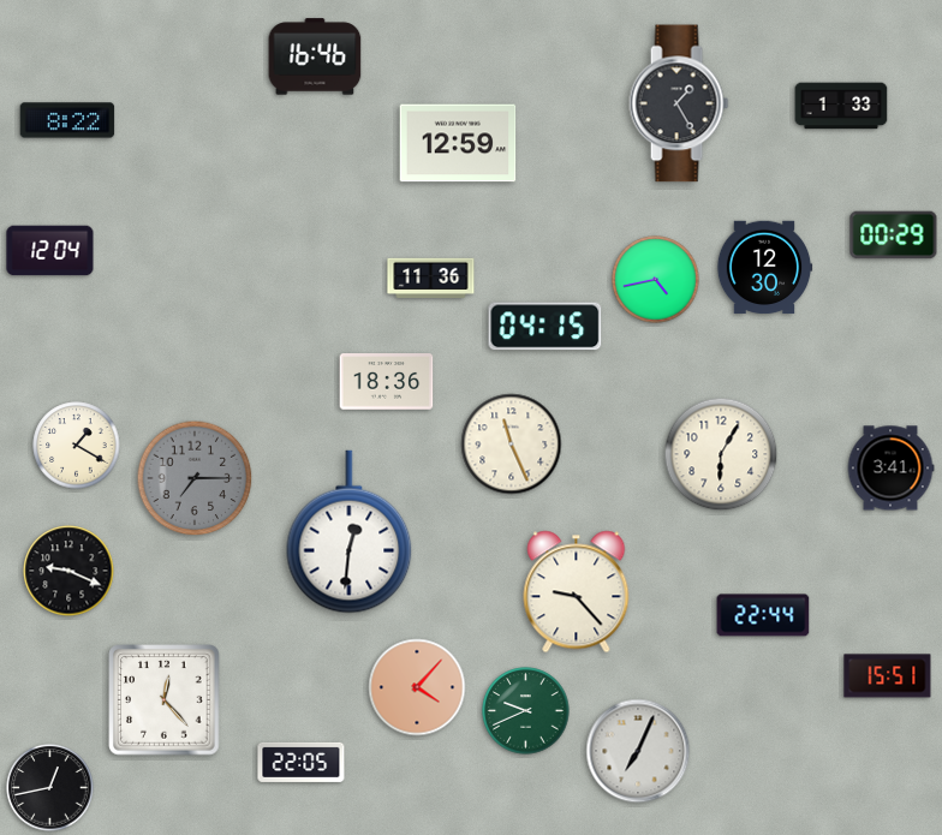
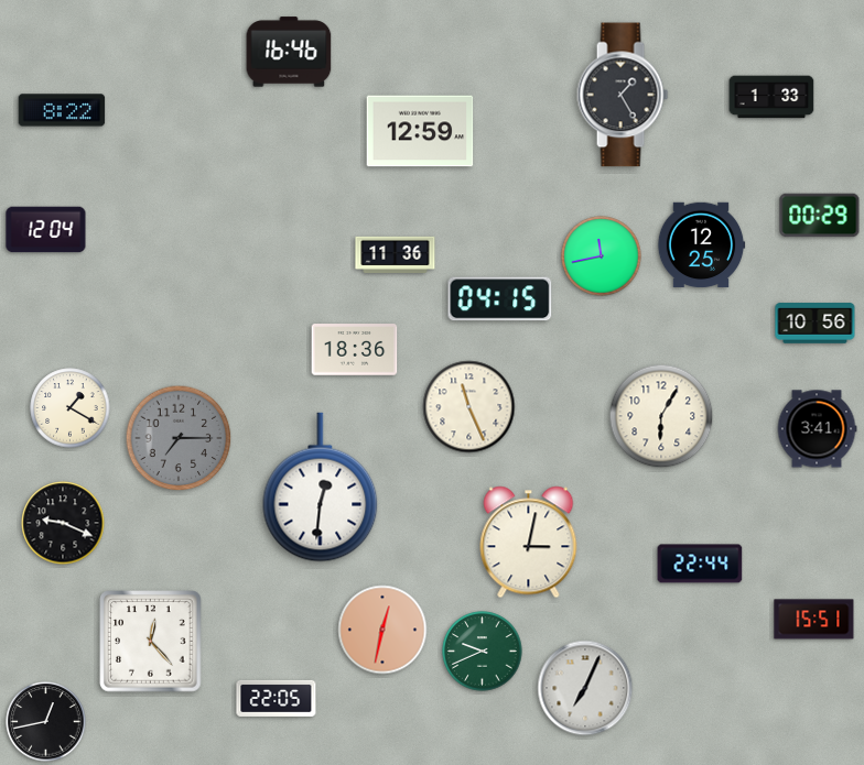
clock at (764, 268): 12:30 -> 12:25
clock at (656, 280): 4:43 -> 11:43
clock at (816, 324): none -> 10:56
clock at (577, 592): 9:23 -> 3:02
clock at (417, 687): 4:07 -> 12:32
